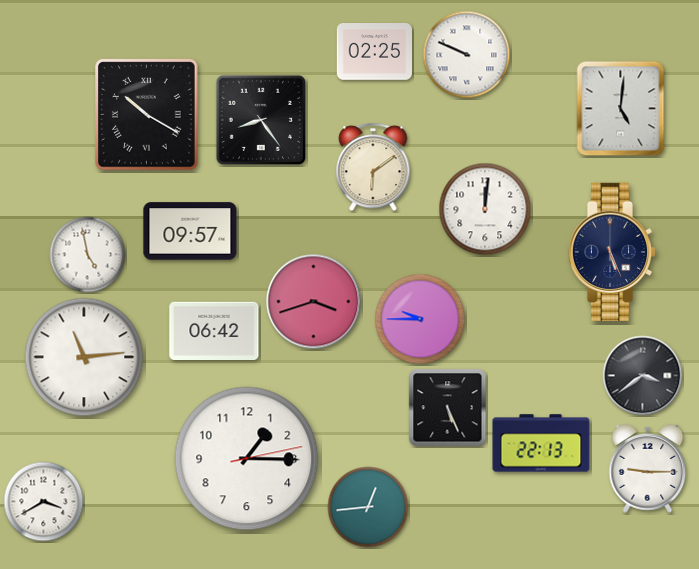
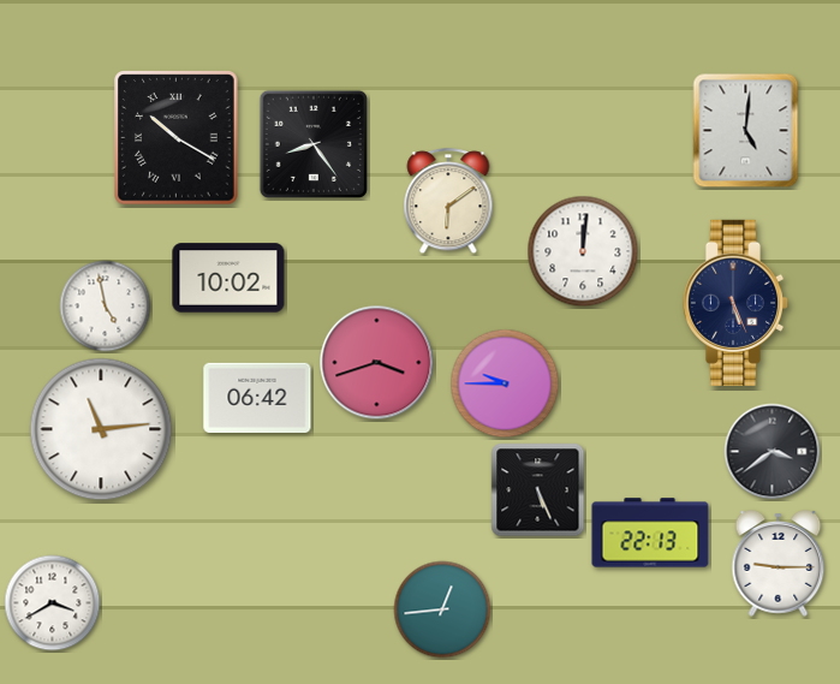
clock at (374, 52): 02:25 -> none
clock at (467, 55): 9:49 -> none
clock at (190, 231): 09:57 -> 10:02
clock at (247, 459): 1:15 -> none
